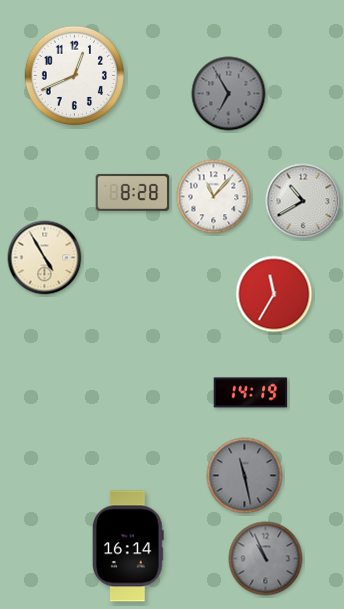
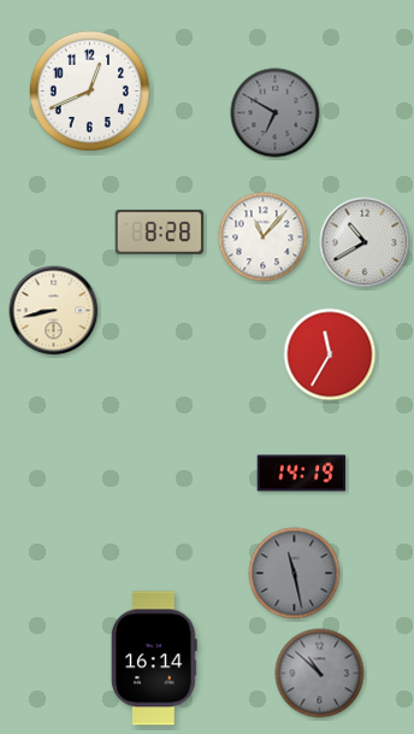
clock at (229, 94): 6:55 -> 6:50
clock at (214, 197) position: (214, 197) -> (264, 237)
clock at (45, 258): 4:55 -> 8:43
clock at (266, 559): 10:56 -> 10:52
